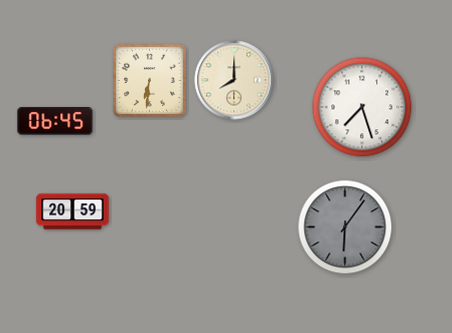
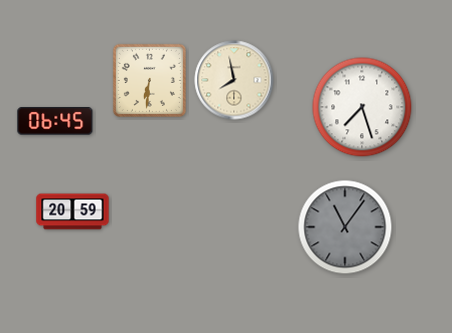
clock at (234, 80): 8:00 -> 7:58
clock at (345, 227): 6:06 -> 11:06
